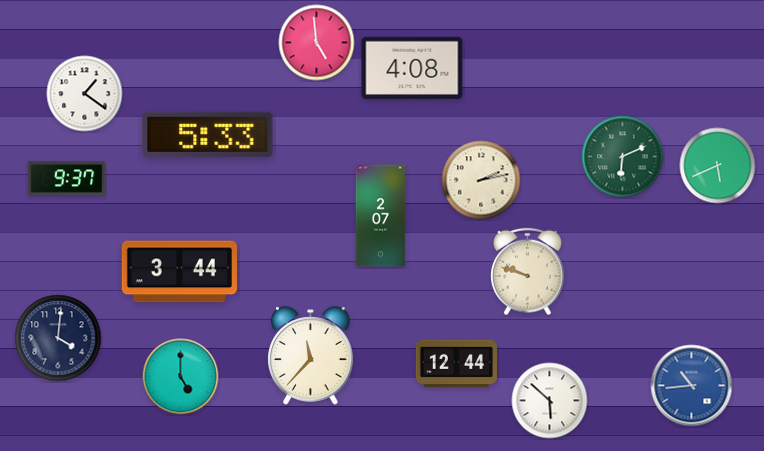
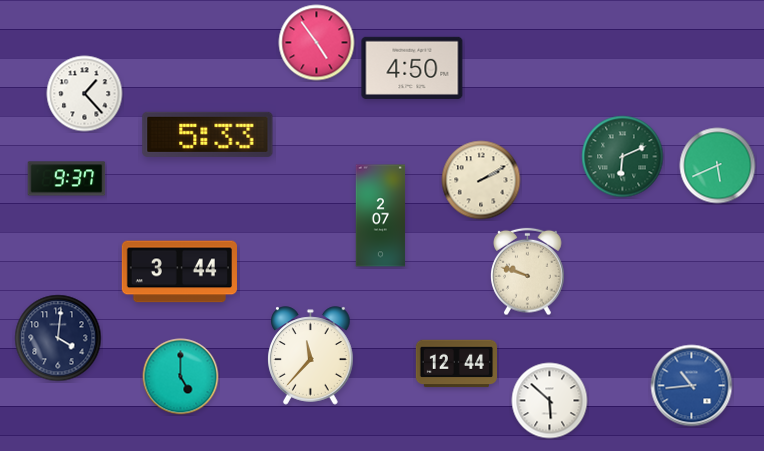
clock at (317, 43): 4:59 -> 4:54
clock at (412, 68): 4:08 -> 4:50
clock at (85, 94): 1:21 -> 1:23
clock at (481, 180): 2:13 -> 2:10
